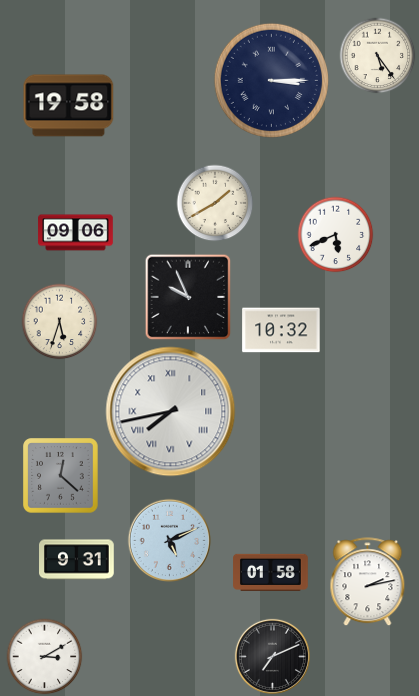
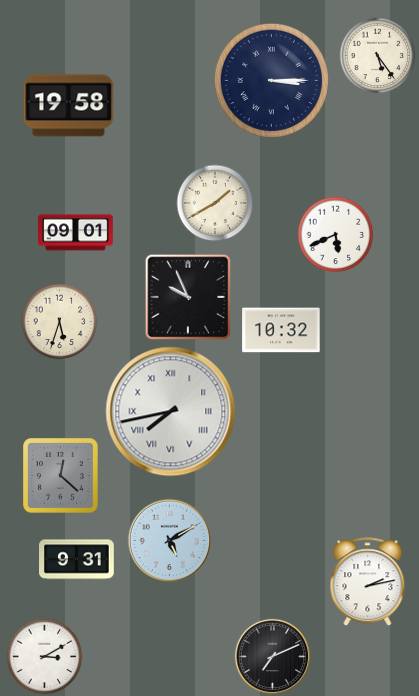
clock at (76, 233): 09:06 -> 09:01
clock at (170, 541): 5:11 -> 5:10
clock at (271, 572): 01:58 -> none
